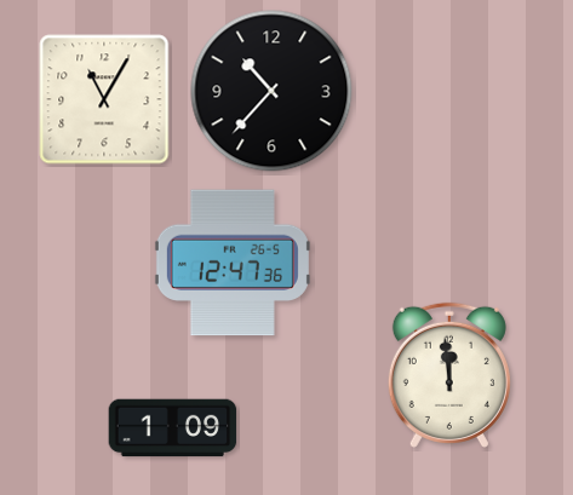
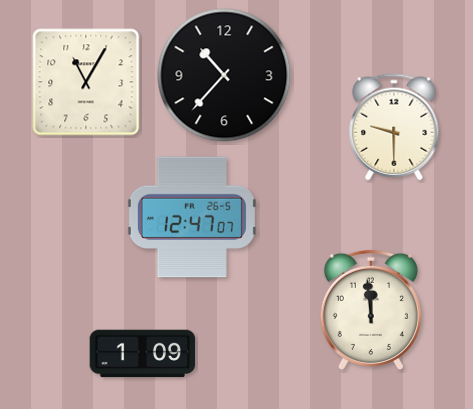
clock at (394, 127): none -> 9:30
clock at (233, 263): 12:47:36 -> 12:47:07
